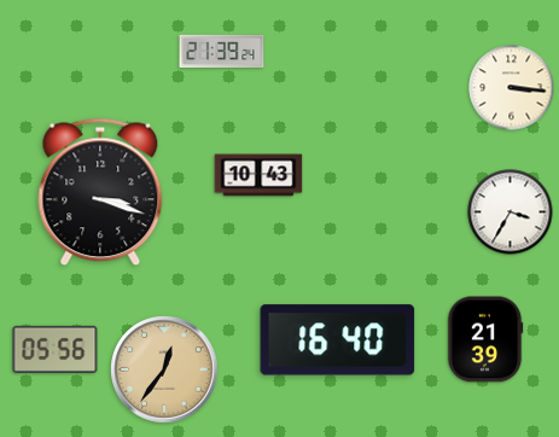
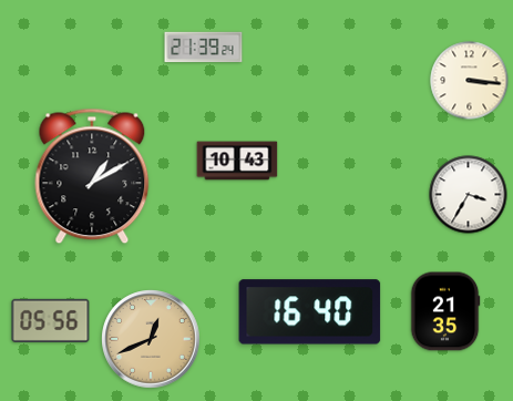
clock at (100, 192): 3:18 -> 1:10
clock at (485, 339): 21:39 -> 21:35
clock at (164, 369): 12:36 -> 12:41
